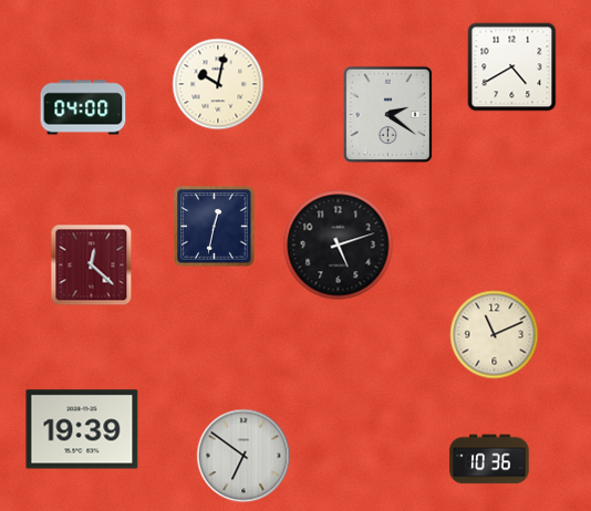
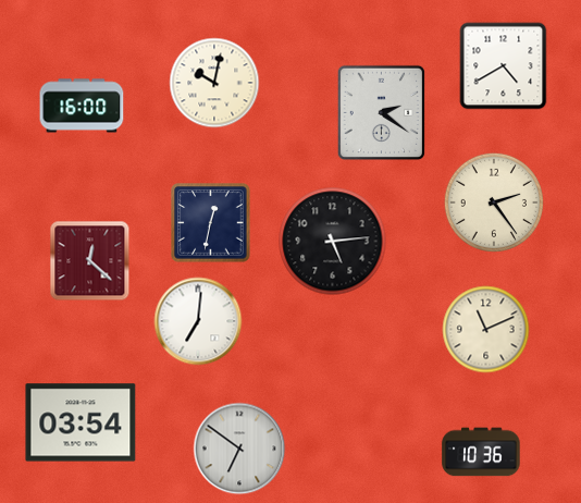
clock at (83, 107): 04:00 -> 16:00
clock at (494, 203): none -> 2:24
clock at (339, 246): 5:12 -> 5:14
clock at (198, 321): none -> 7:01
clock at (82, 429): 19:39 -> 03:54
